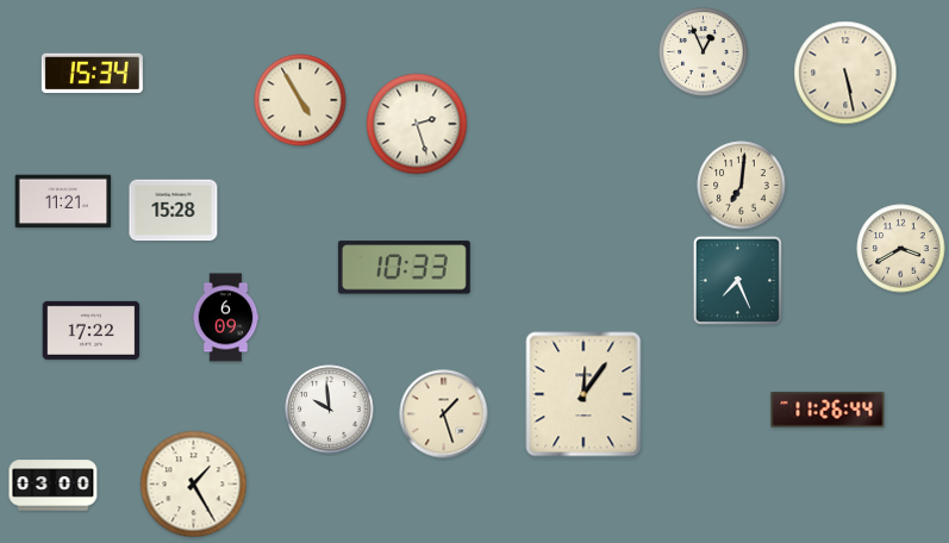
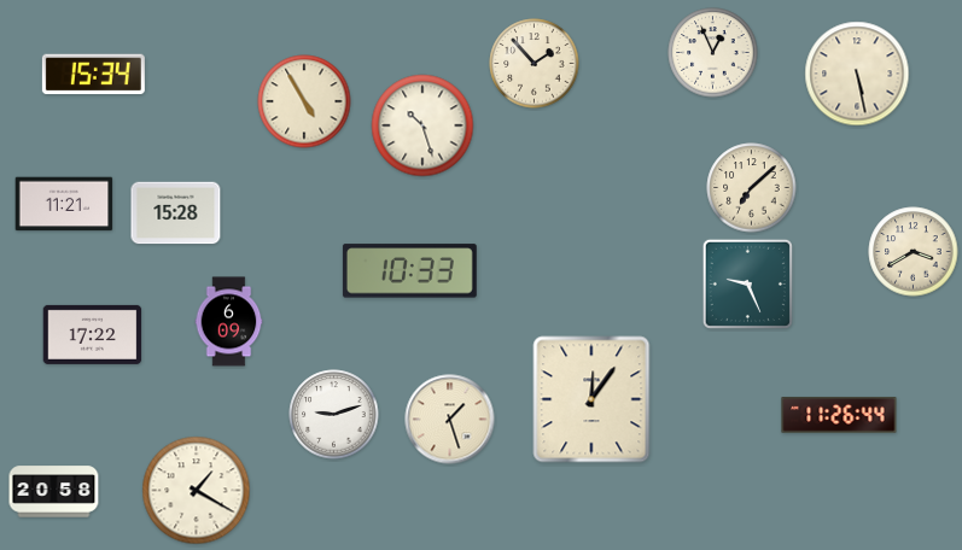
clock at (535, 64): none -> 1:53
clock at (417, 124): 2:27 -> 10:27
clock at (742, 186): 7:01 -> 7:08
clock at (737, 280): 7:26 -> 9:26
clock at (330, 410): 9:59 -> 9:12
clock at (194, 485): 1:25 -> 1:20
clock at (54, 486): 03:00 -> 20:58
